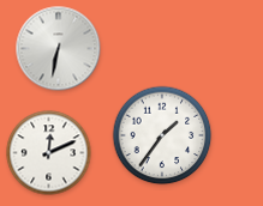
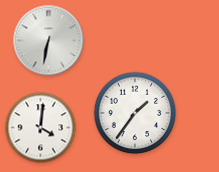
clock at (49, 153): 12:11 -> 4:01
